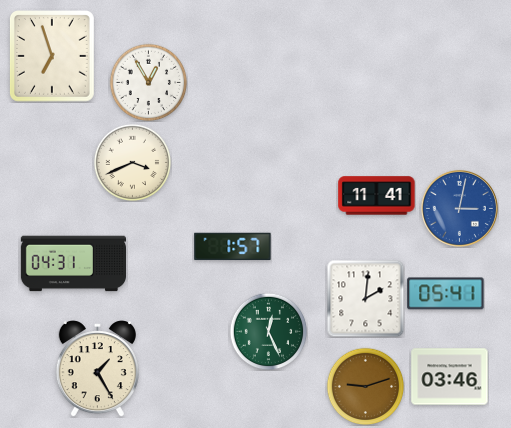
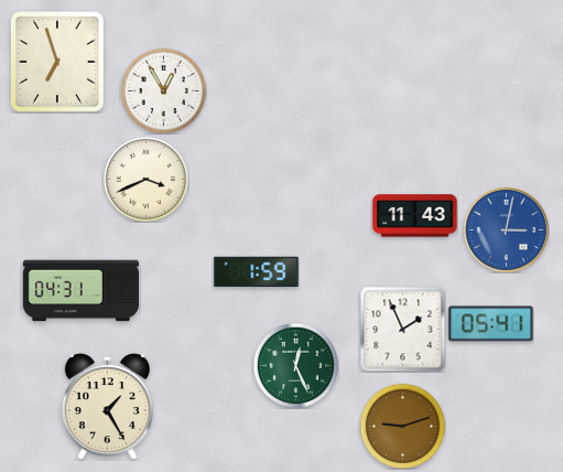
clock at (377, 196): 11:41 -> 11:43
clock at (233, 247): 1:57 -> 1:59
clock at (365, 298): 2:01 -> 1:56
clock at (450, 377): 03:46 -> none
